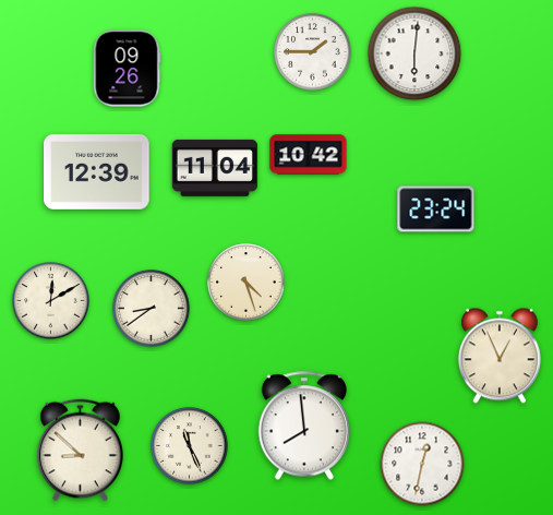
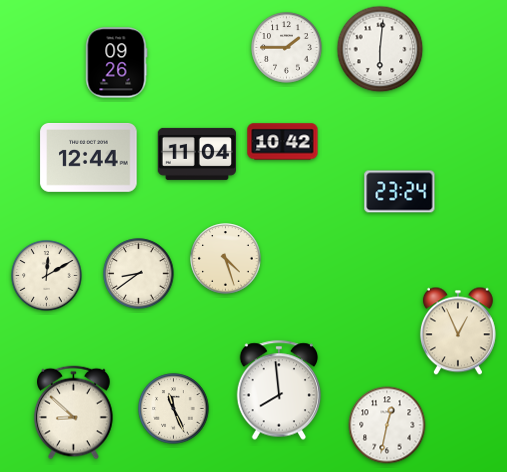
clock at (97, 171): 12:39 -> 12:44
clock at (152, 309) position: (152, 309) -> (139, 274)
clock at (500, 356) position: (500, 356) -> (458, 331)
